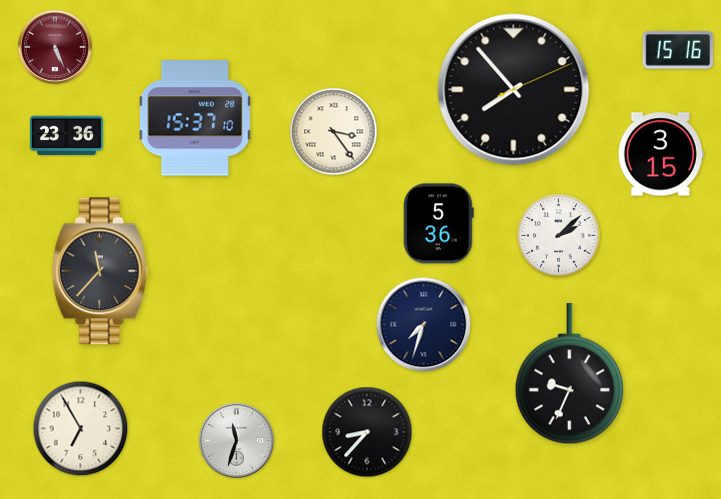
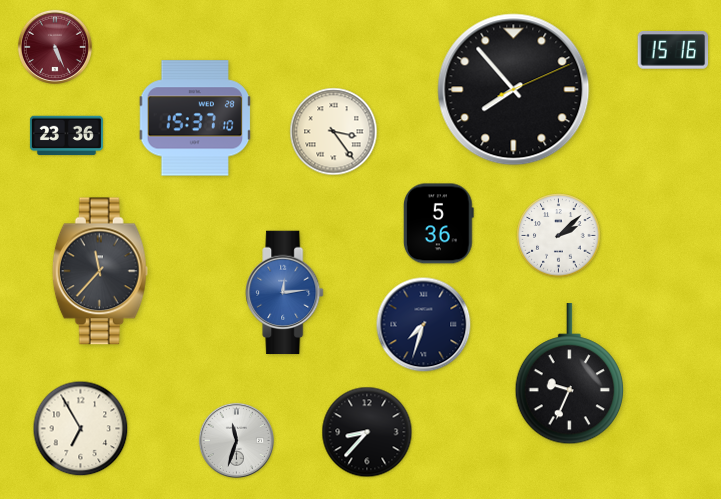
clock at (678, 50) position: (678, 50) -> (673, 50)
clock at (661, 154): 3:15 -> none
clock at (285, 293): none -> 12:14
